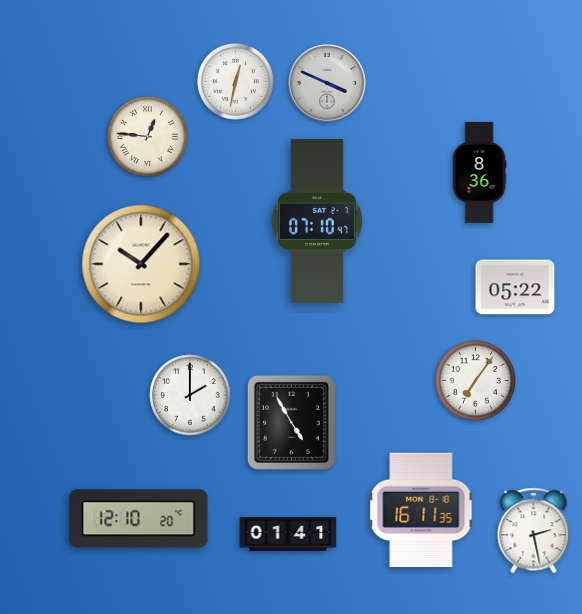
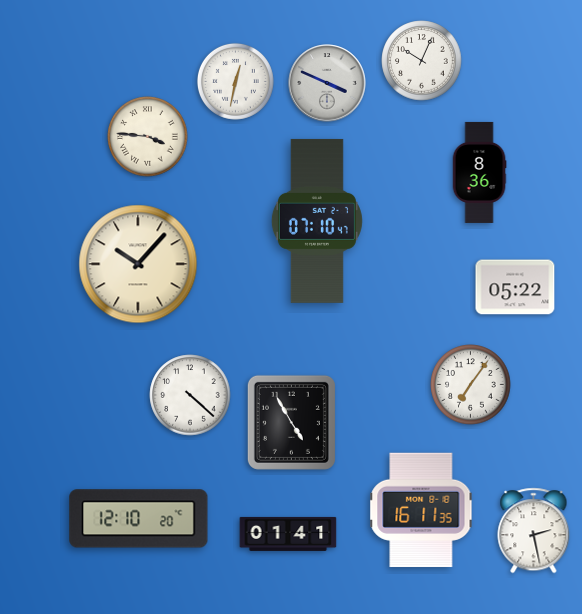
clock at (422, 61): none -> 10:04
clock at (148, 137): 12:46 -> 3:46
clock at (141, 264) position: (141, 264) -> (138, 264)
clock at (476, 381) position: (476, 381) -> (471, 385)
clock at (190, 395): 2:00 -> 4:22
